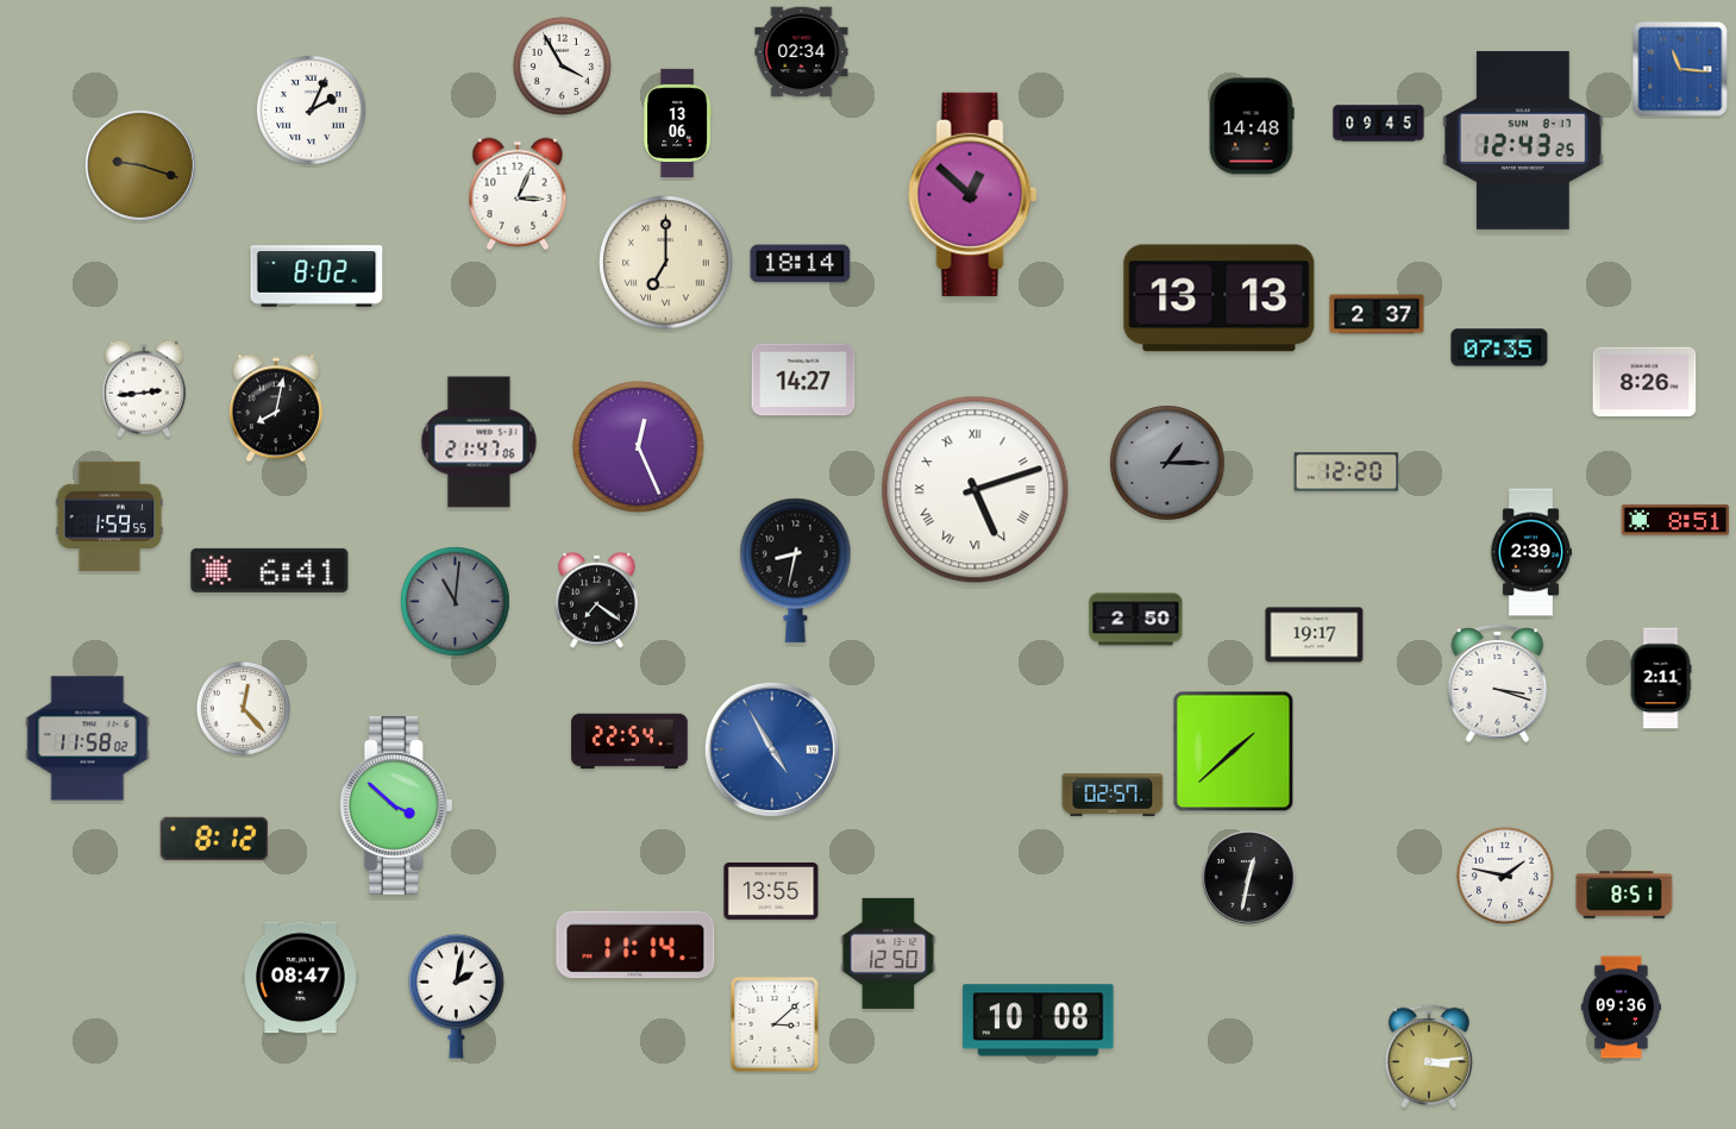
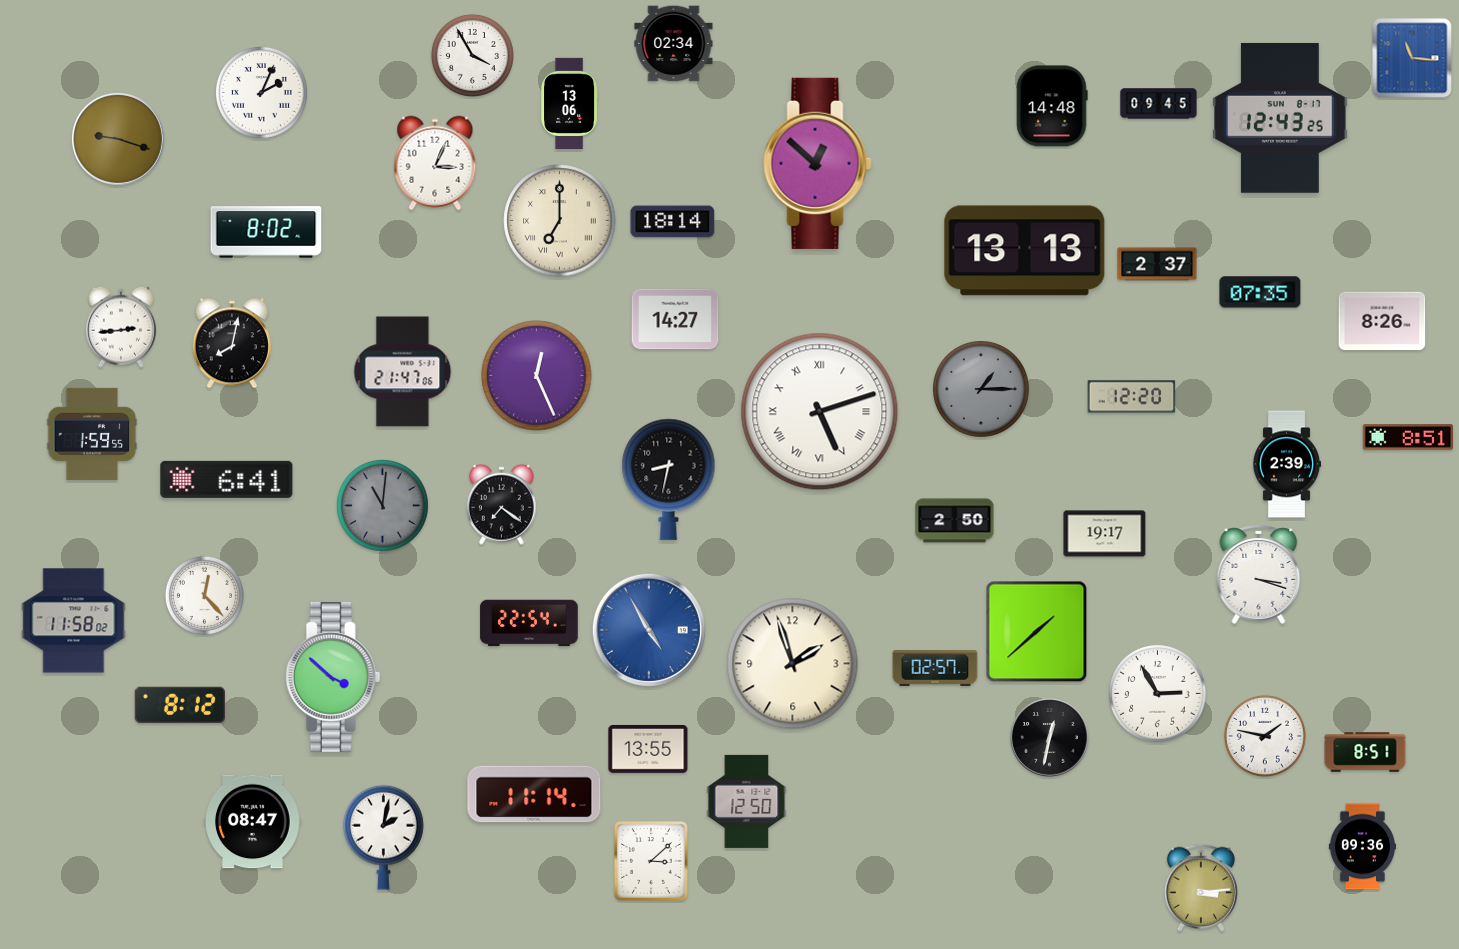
clock at (1661, 678): 2:11 -> none
clock at (793, 664): none -> 1:57
clock at (1158, 694): none -> 2:55
clock at (1039, 1021): 10:08 -> none
